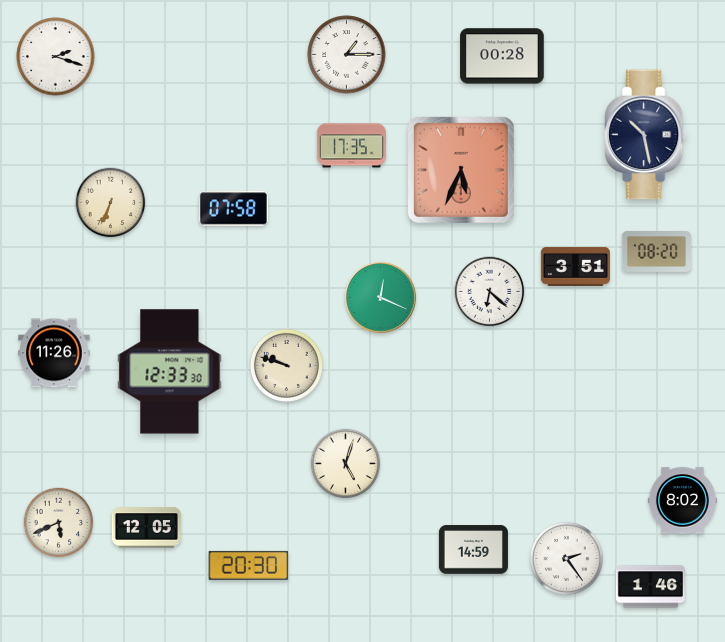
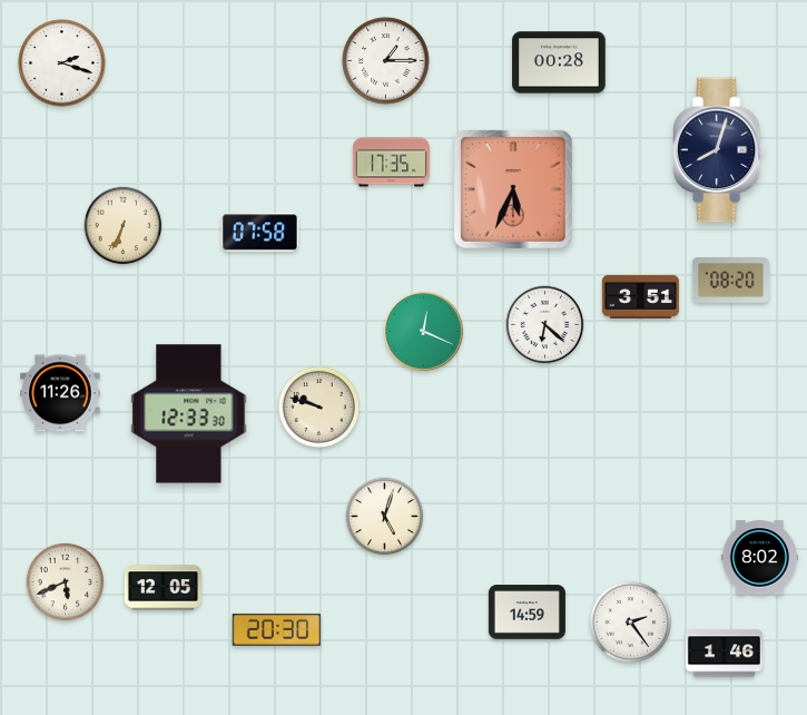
clock at (645, 135): 10:28 -> 8:03
